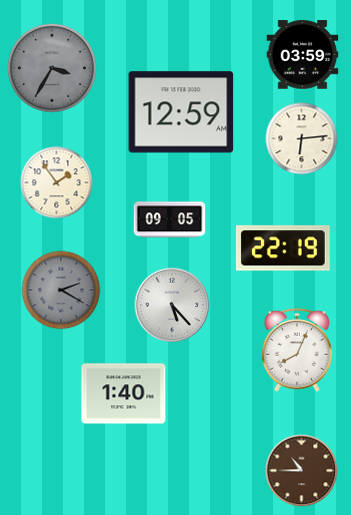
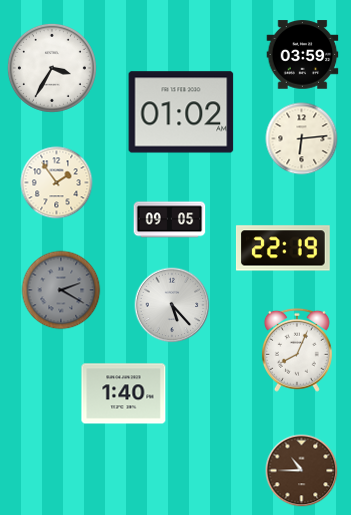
clock at (52, 68) dial: grey -> white
clock at (181, 112): 12:59 -> 01:02
